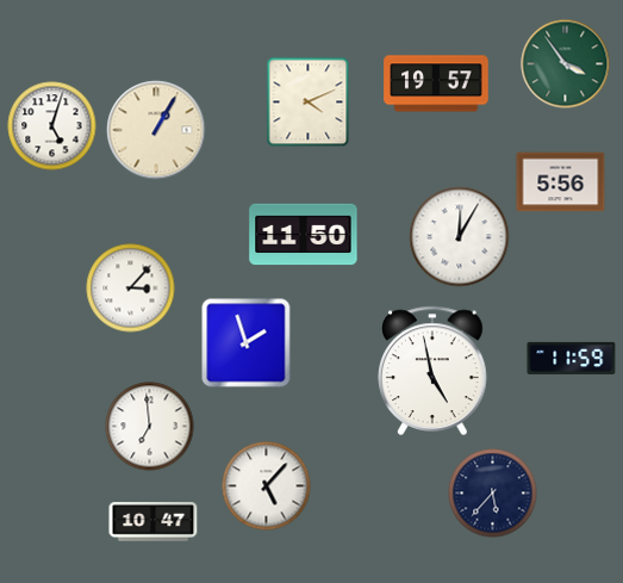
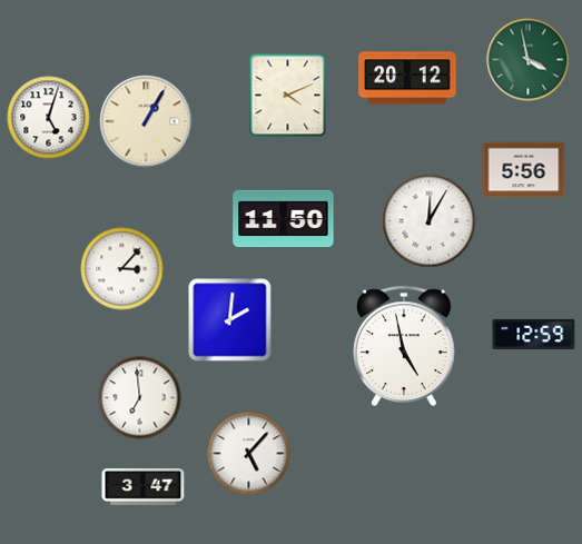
clock at (566, 64): 3:54 -> 3:58
clock at (436, 83): 19:57 -> 20:12
clock at (247, 343): 1:57 -> 2:01
clock at (572, 358): 11:59 -> 12:59
clock at (493, 494): 5:37 -> none
clock at (154, 522): 10:47 -> 3:47
